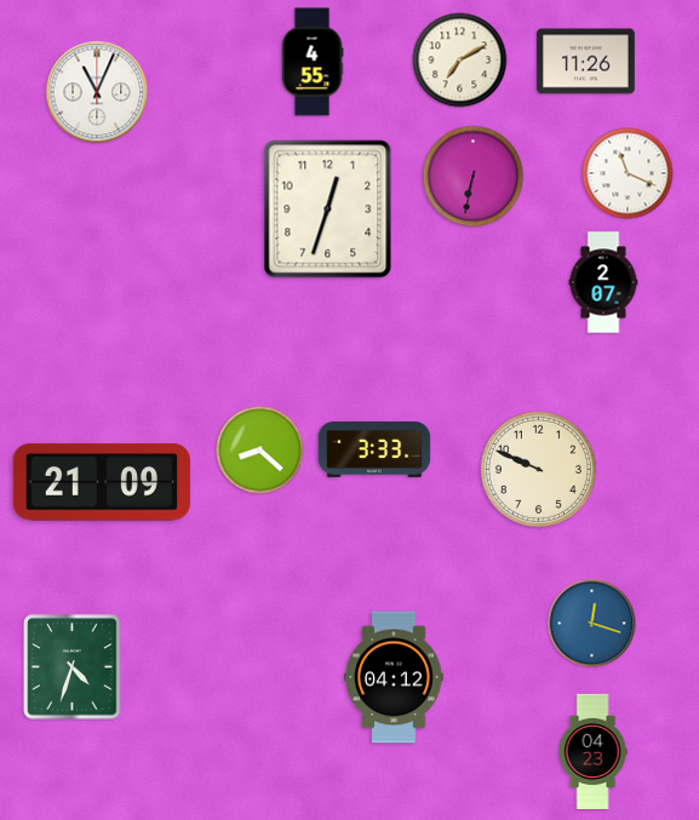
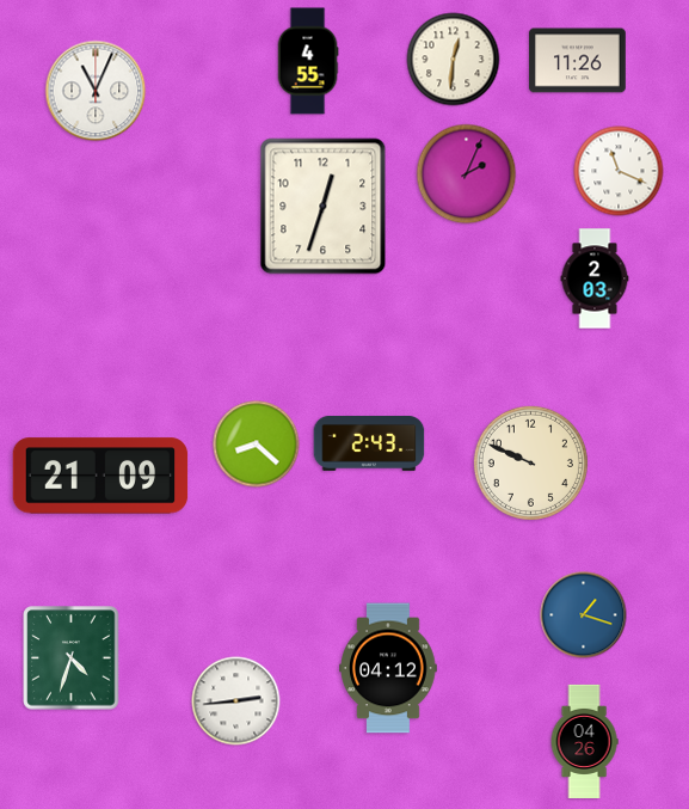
clock at (460, 61): 7:10 -> 12:31
clock at (474, 177): 6:32 -> 2:04
clock at (603, 282): 2:07 -> 2:03
clock at (374, 449): 3:33 -> 2:43
clock at (592, 624): 12:18 -> 1:18
clock at (236, 701): none -> 2:44
clock at (592, 751): 04:23 -> 04:26
